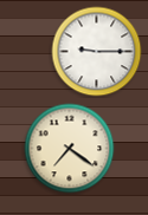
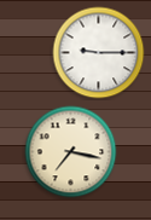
clock at (70, 149): 7:21 -> 7:17
